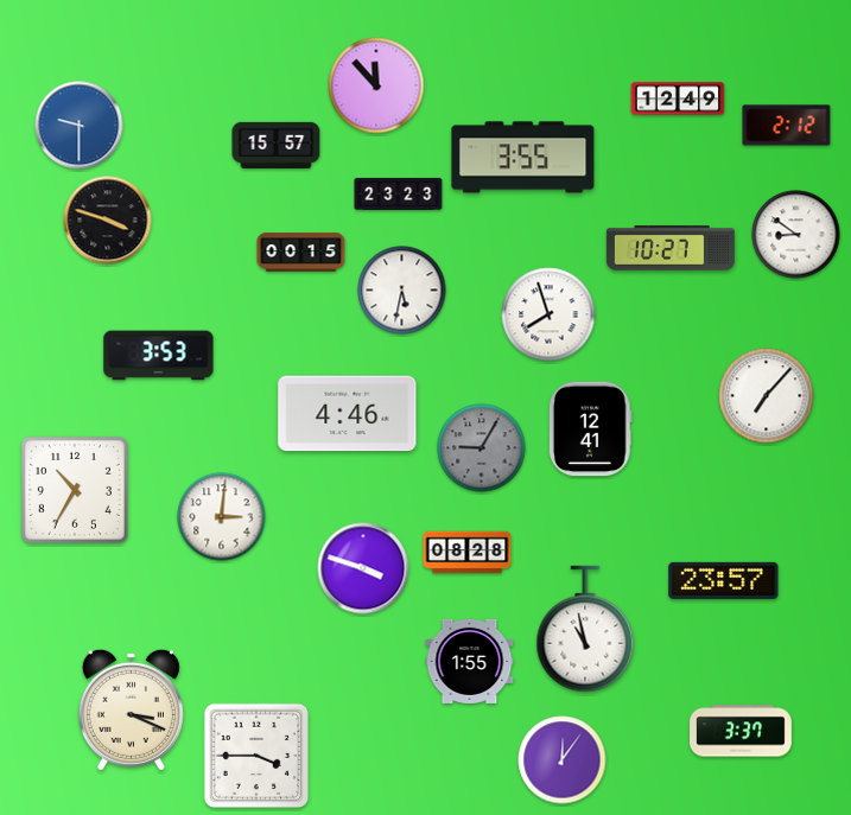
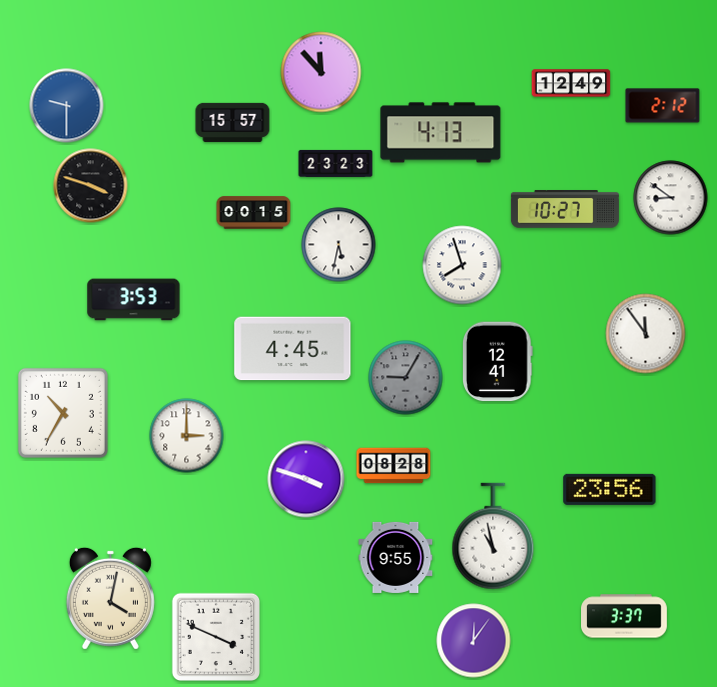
clock at (376, 85) position: (376, 85) -> (321, 72)
clock at (523, 158): 3:55 -> 4:13
clock at (767, 396): 7:07 -> 11:54
clock at (348, 414): 4:46 -> 4:45
clock at (222, 517): 3:01 -> 3:00
clock at (724, 580): 23:57 -> 23:56
clock at (585, 629) position: (585, 629) -> (493, 536)
clock at (470, 661): 1:55 -> 9:55
clock at (131, 709): 3:19 -> 4:02
clock at (255, 754): 3:45 -> 3:49
